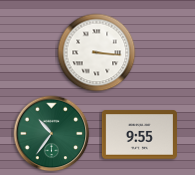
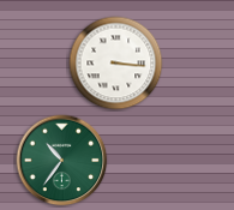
clock at (139, 135): 9:55 -> none
